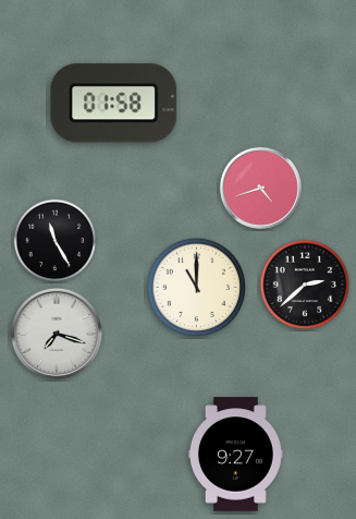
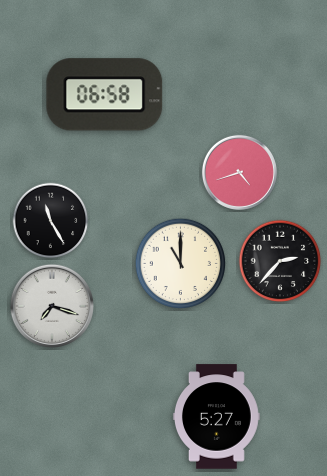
clock at (114, 104): 01:58 -> 06:58
clock at (305, 285): 2:38 -> 2:37
clock at (235, 455): 9:27 -> 5:27
